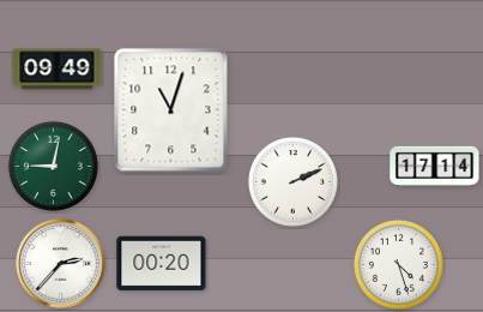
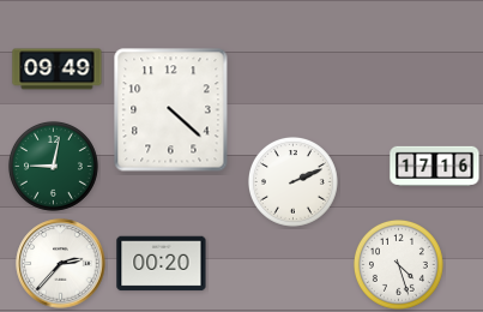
clock at (171, 110): 11:03 -> 4:22
clock at (435, 167): 17:14 -> 17:16
